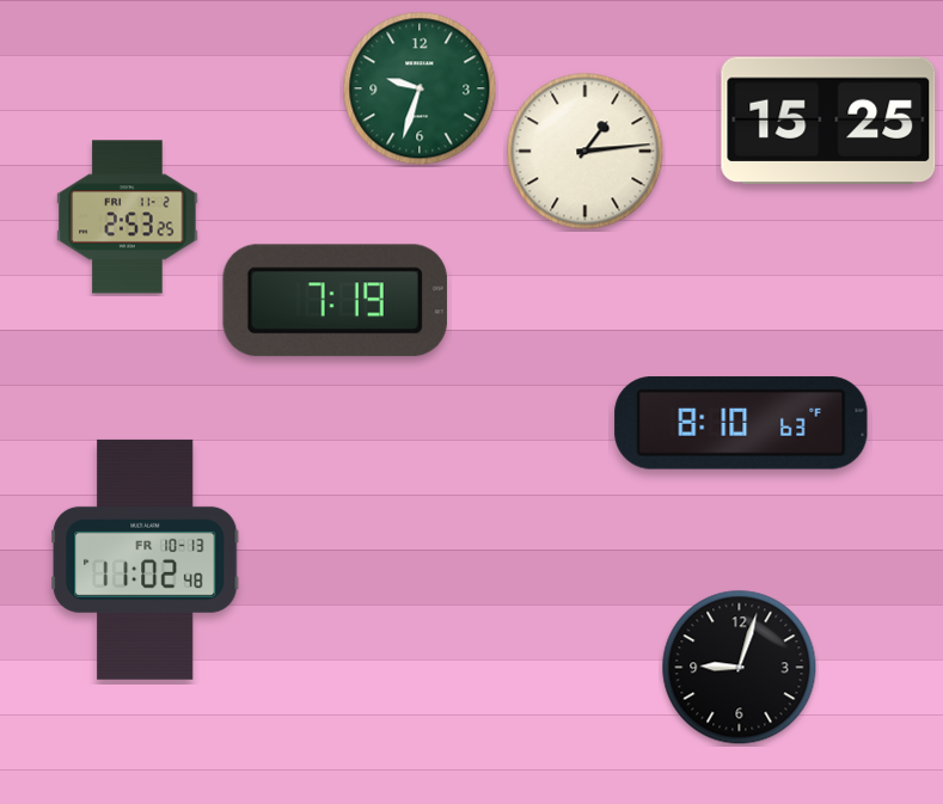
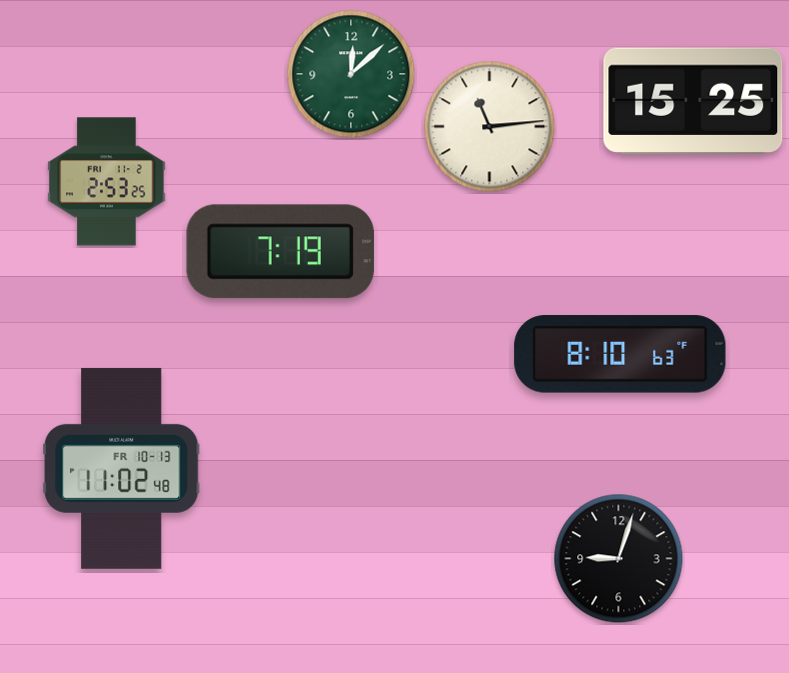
clock at (420, 88): 9:33 -> 12:08
clock at (586, 152): 1:14 -> 11:14
